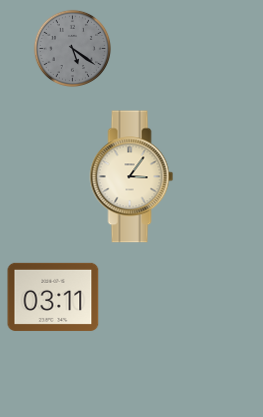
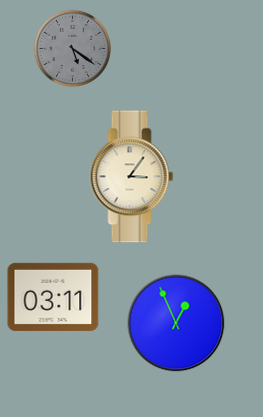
clock at (176, 323): none -> 12:56
